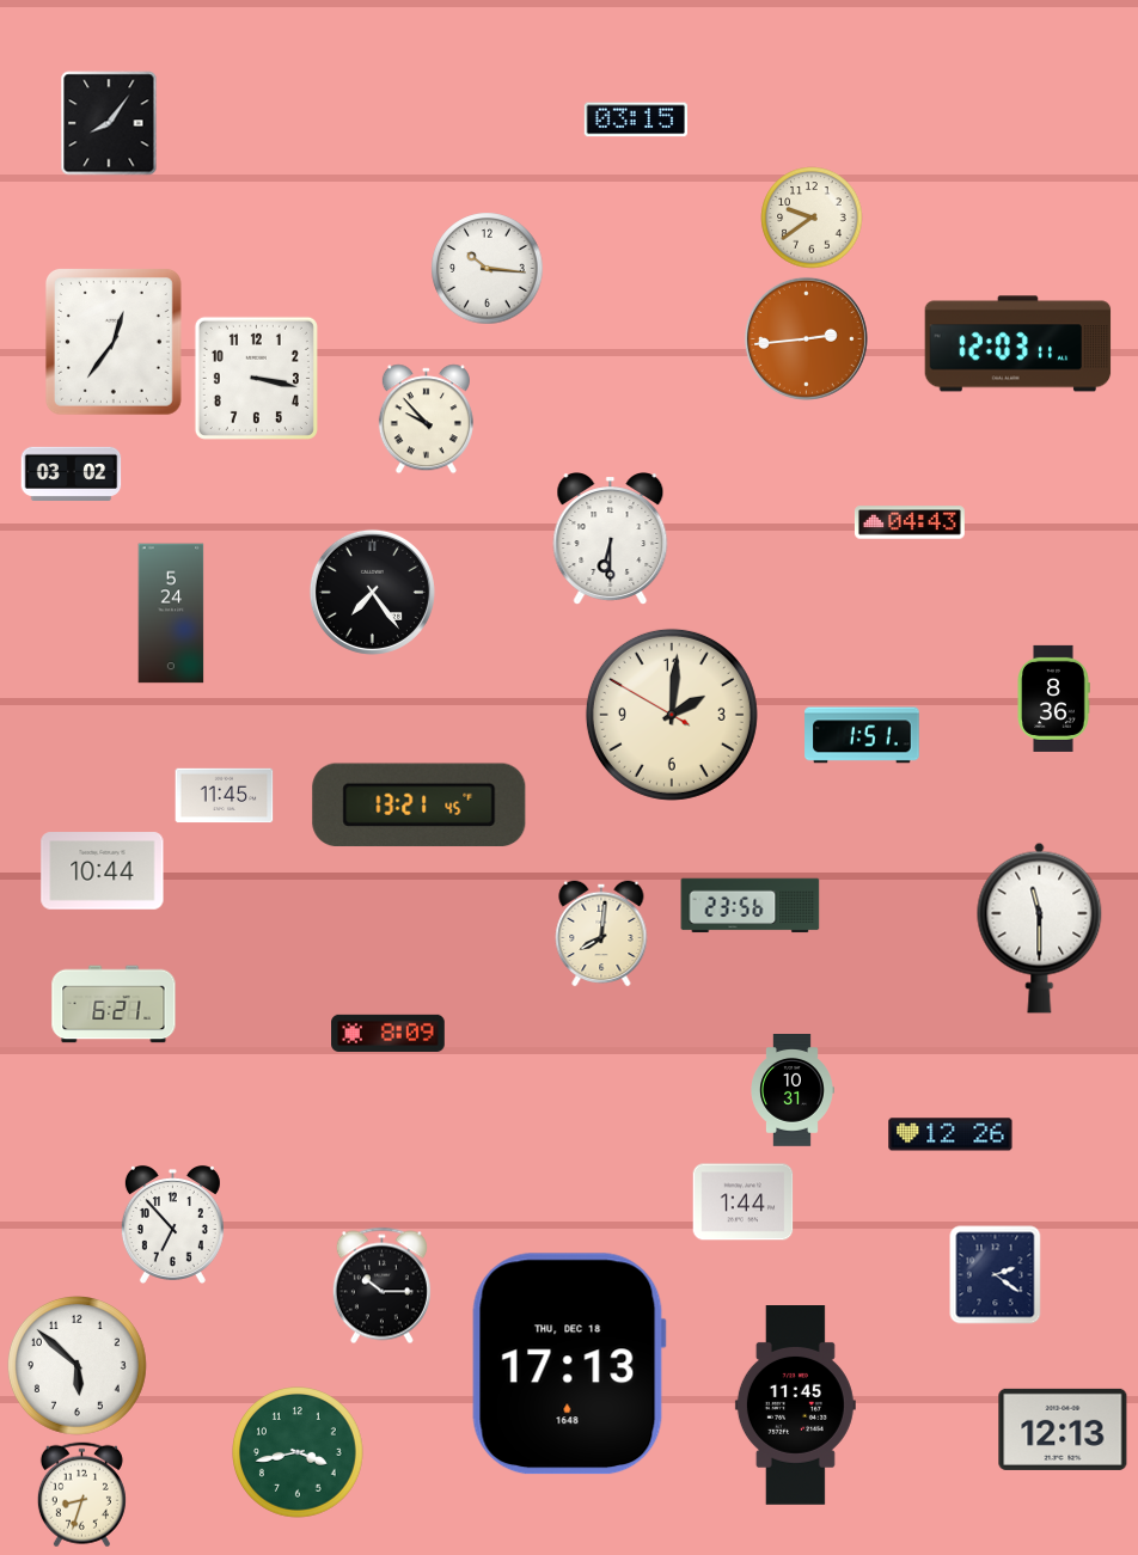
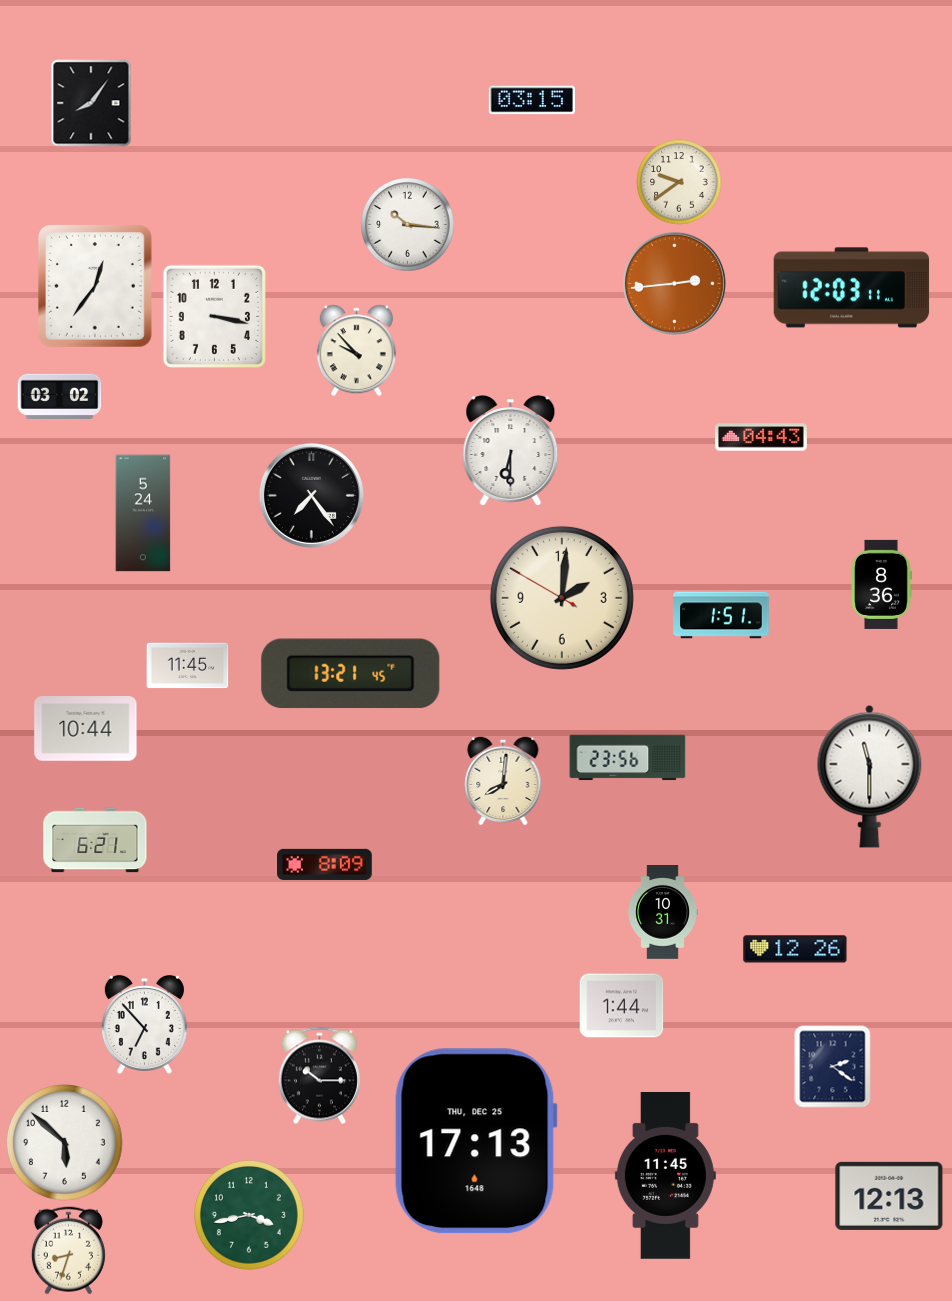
clock at (569, 1364) date: THU, DEC 18 -> THU, DEC 25
